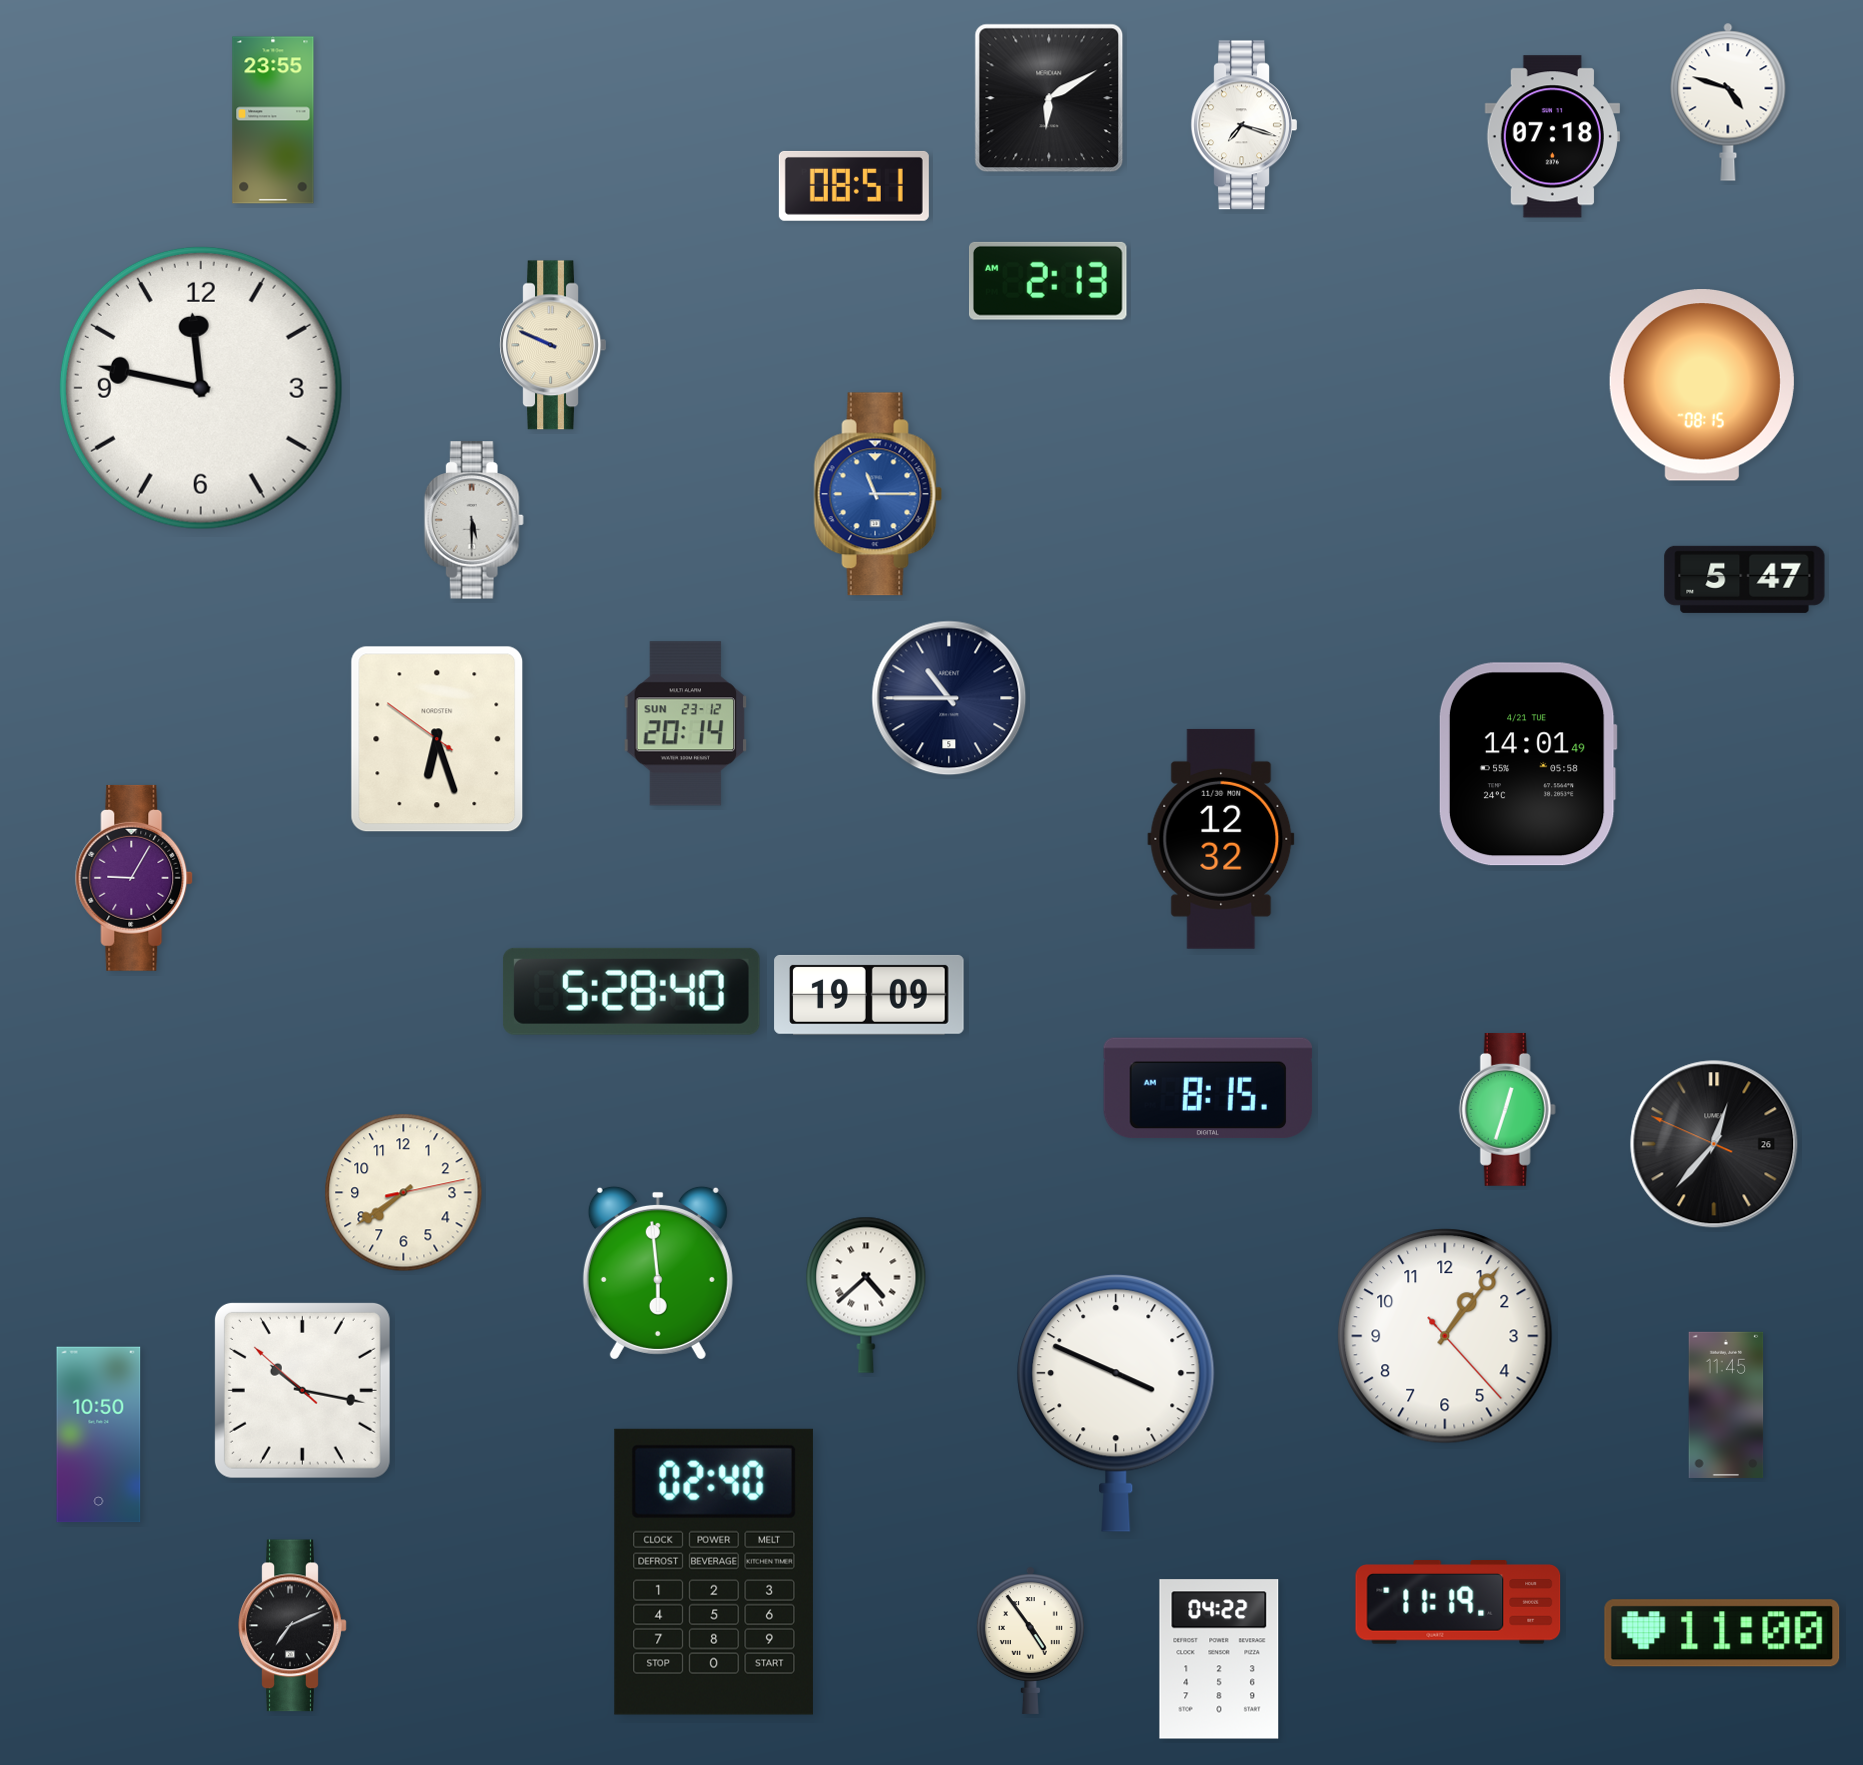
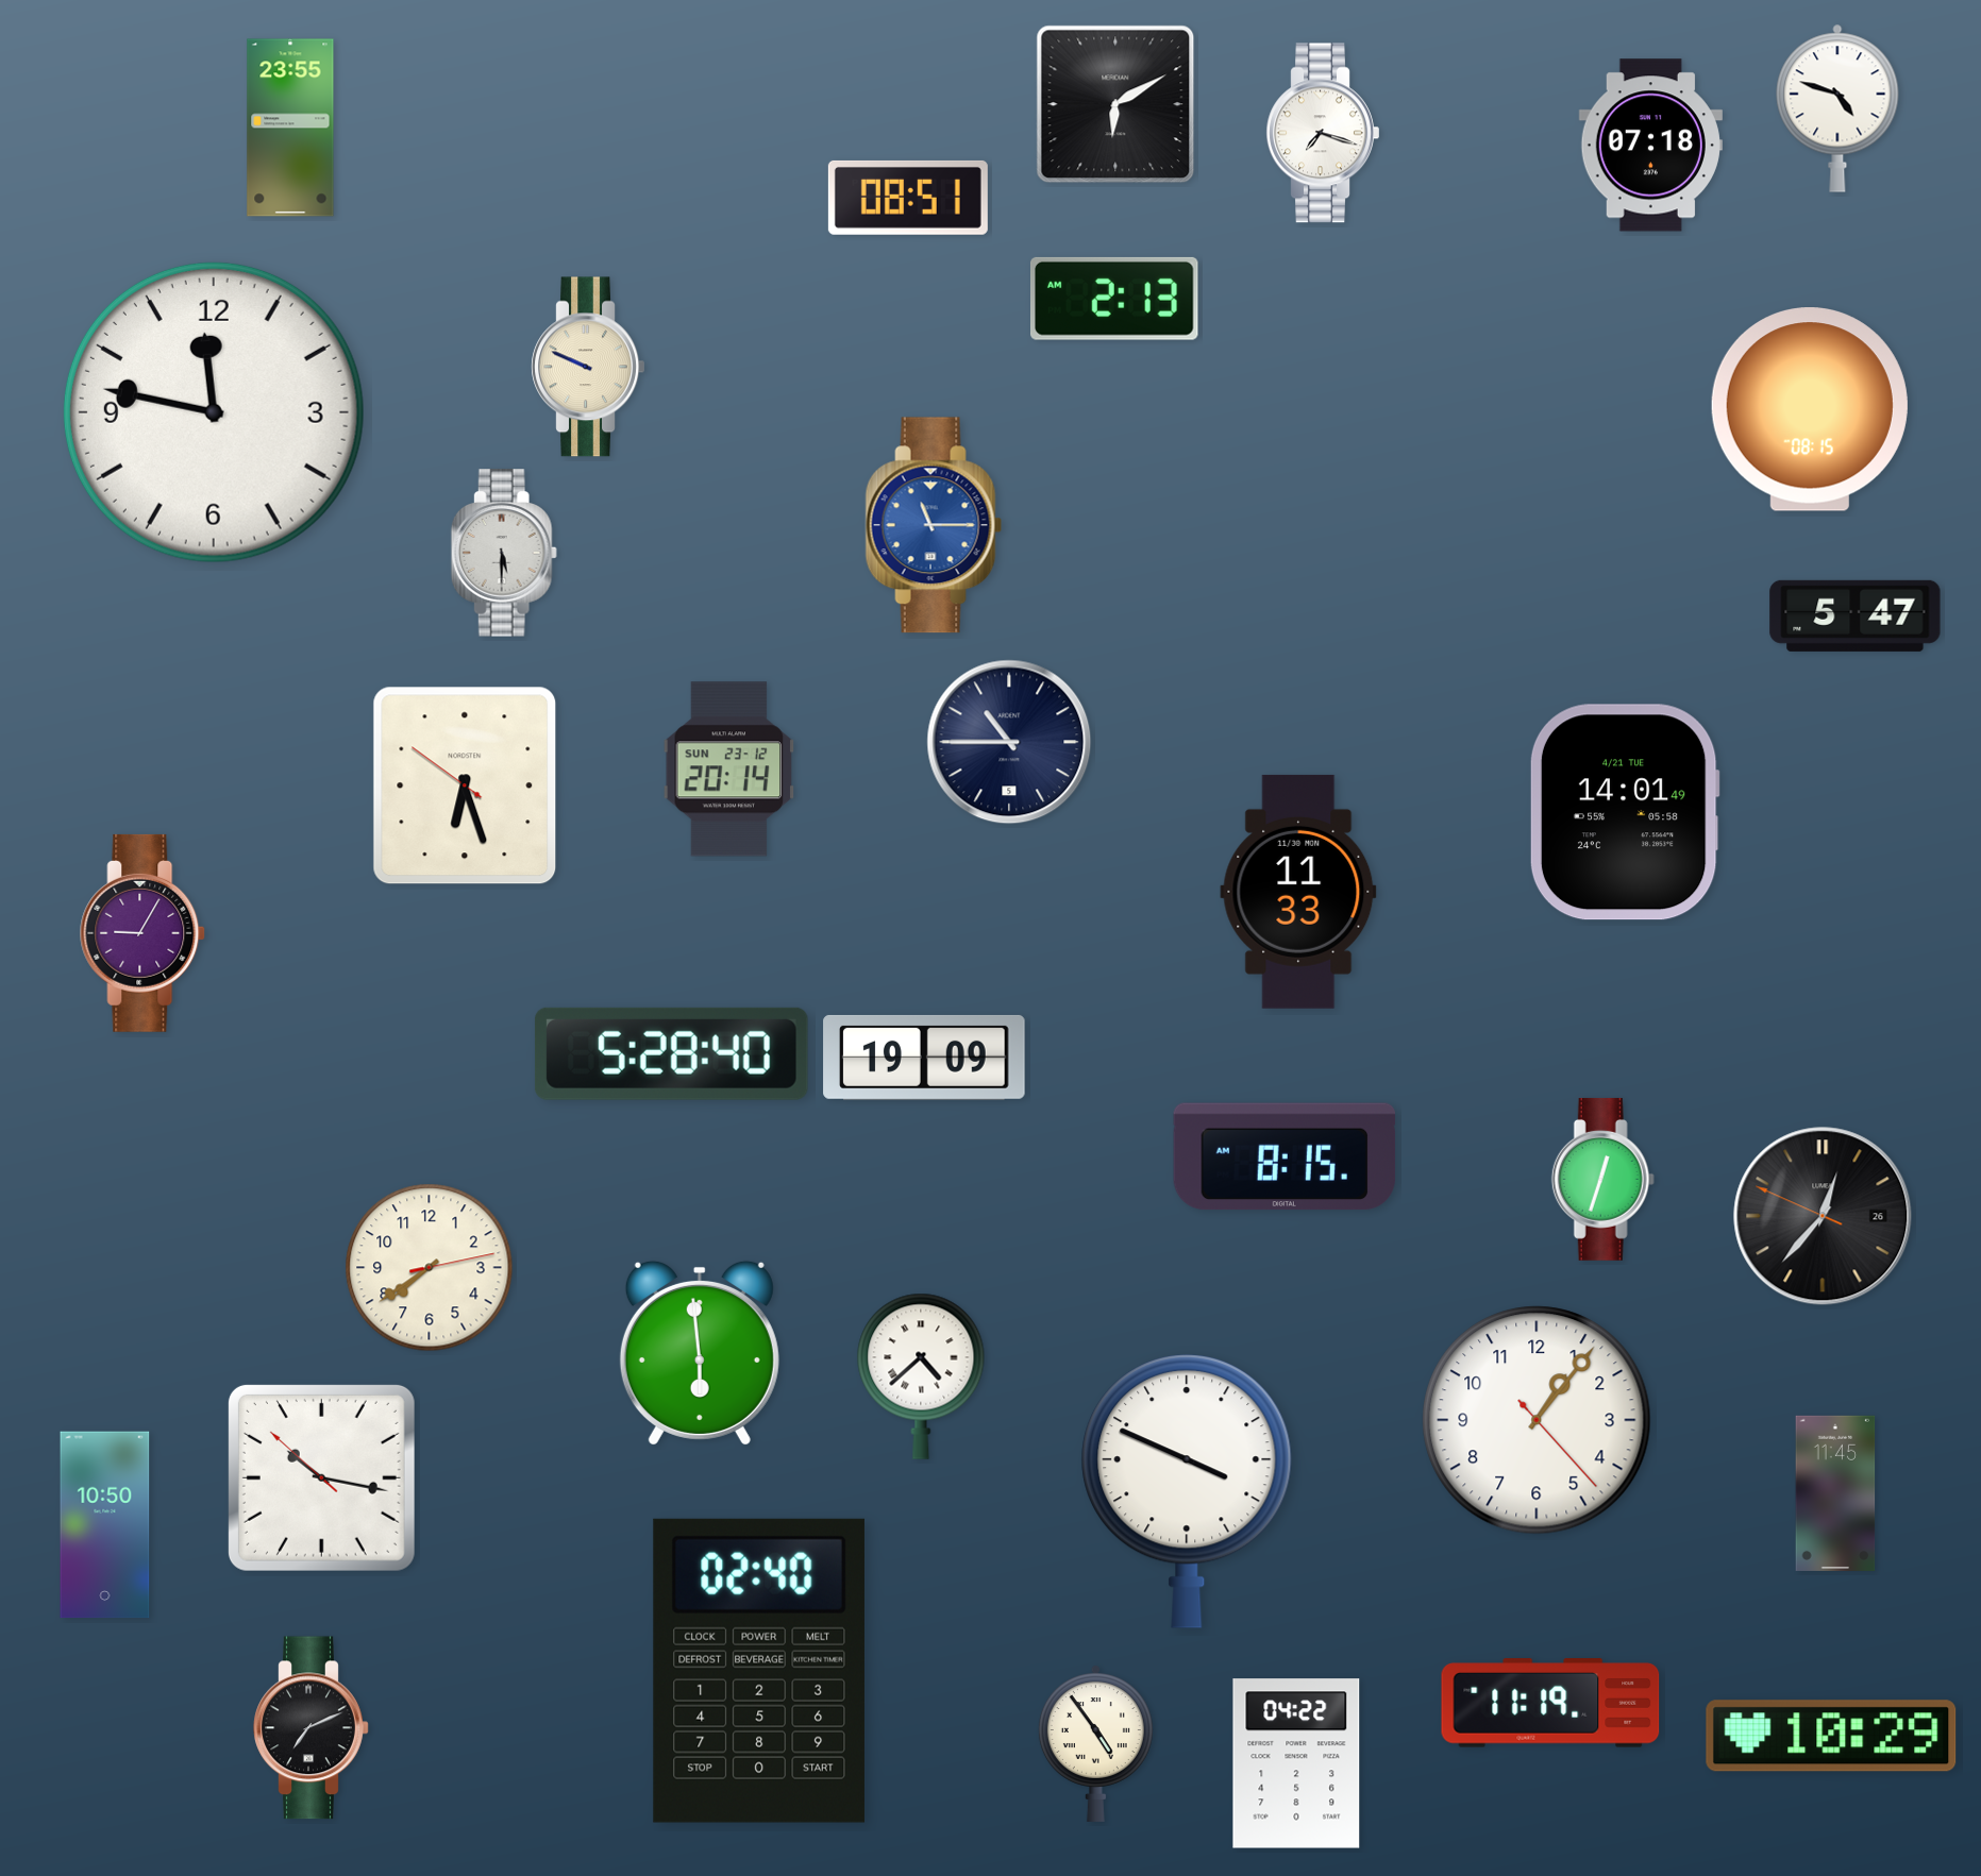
clock at (1221, 839): 12:32 -> 11:33
clock at (1722, 1633): 11:00 -> 10:29
